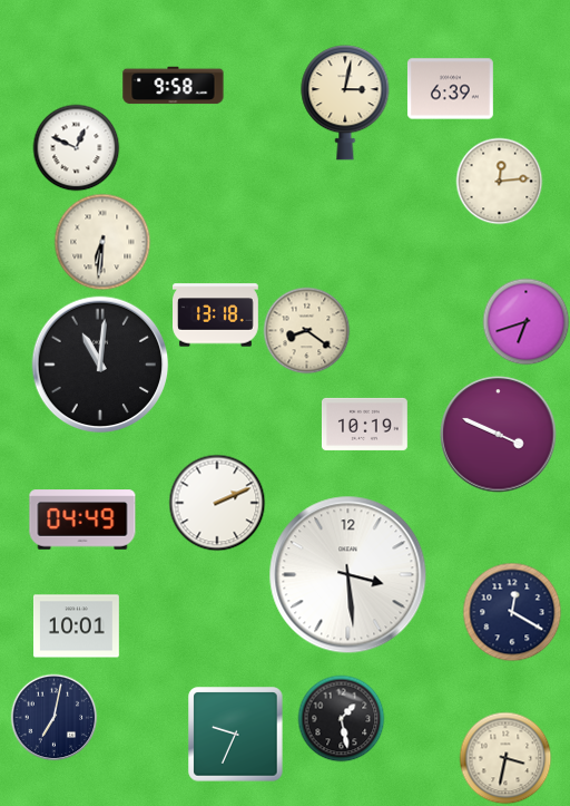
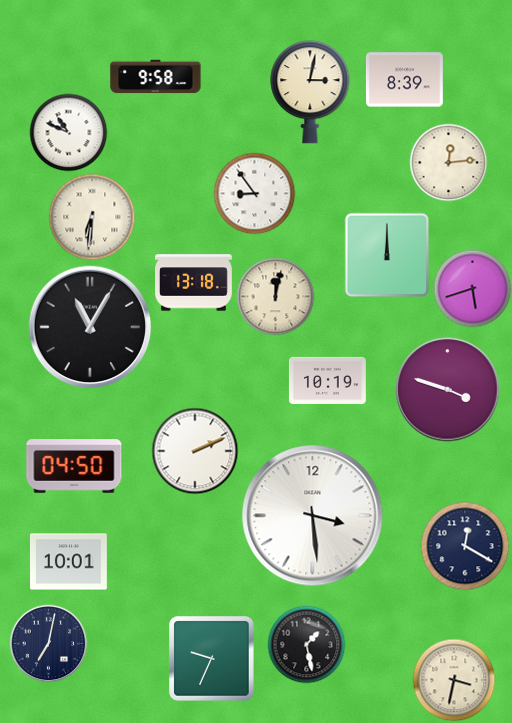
clock at (450, 89): 6:39 -> 8:39
clock at (76, 147): 12:49 -> 10:49
clock at (254, 193): none -> 8:54
clock at (387, 255): none -> 12:00
clock at (525, 321): 6:42 -> 5:42
clock at (306, 330): 8:21 -> 12:02
clock at (100, 365): 11:01 -> 11:05
clock at (499, 435): 3:49 -> 3:48
clock at (82, 519): 04:49 -> 04:50
clock at (512, 612) position: (512, 612) -> (465, 546)
